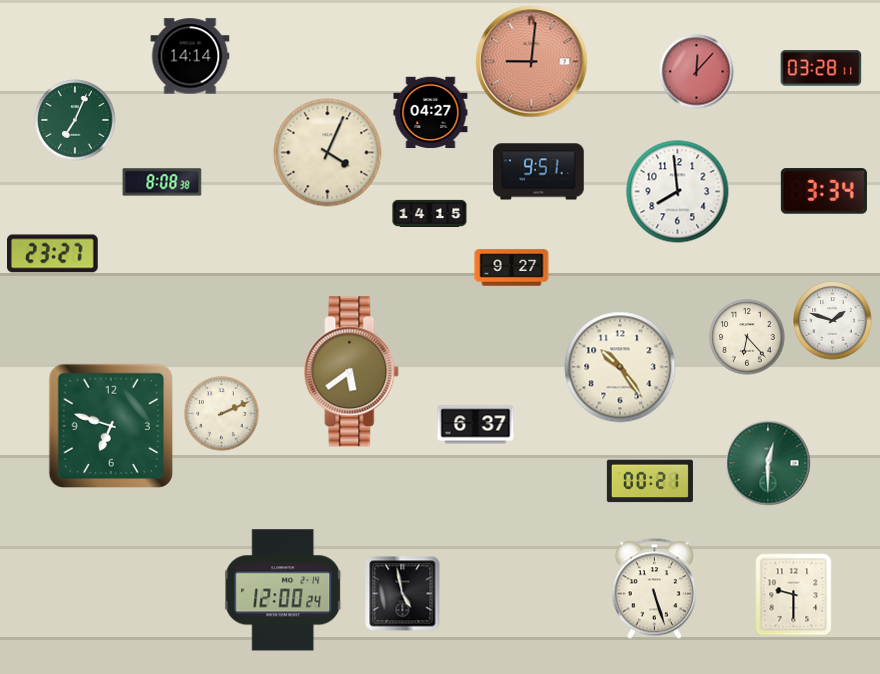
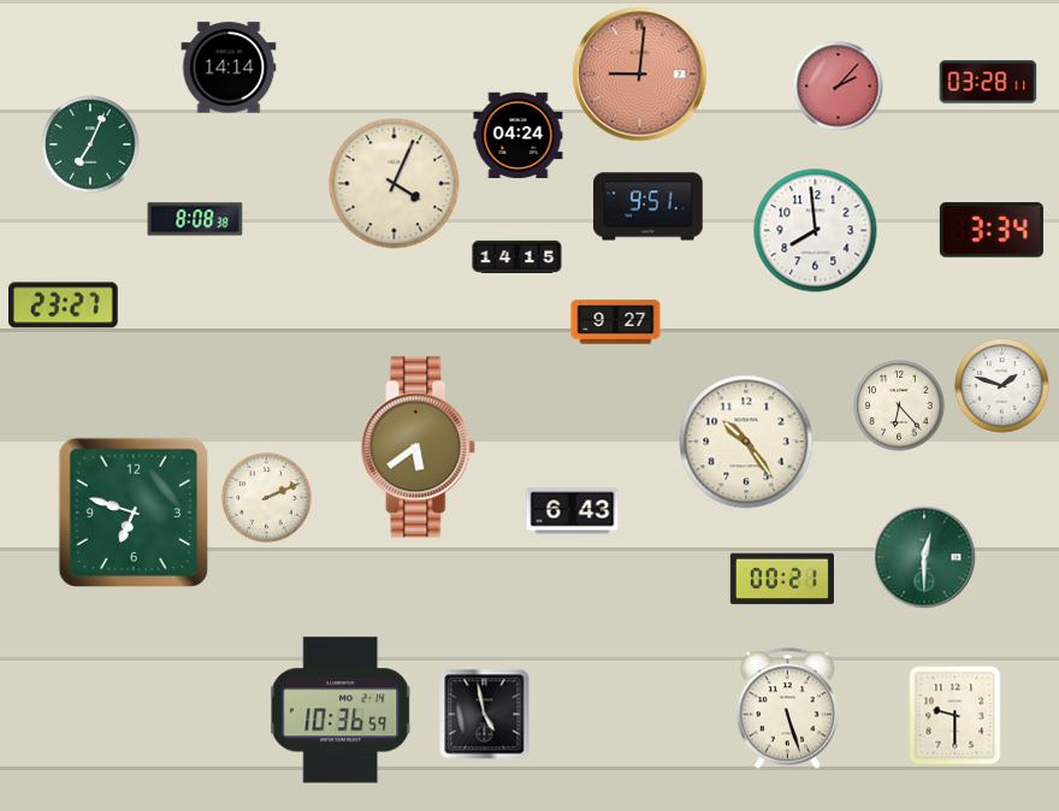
clock at (697, 72): 12:07 -> 2:07
clock at (431, 113): 04:27 -> 04:24
clock at (352, 372) position: (352, 372) -> (419, 448)
clock at (476, 425): 6:37 -> 6:43
clock at (284, 590): 12:00 -> 10:36
